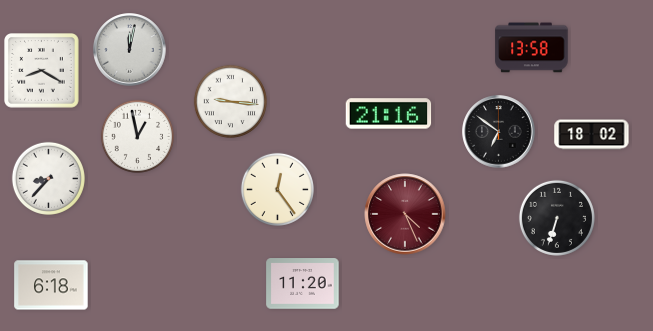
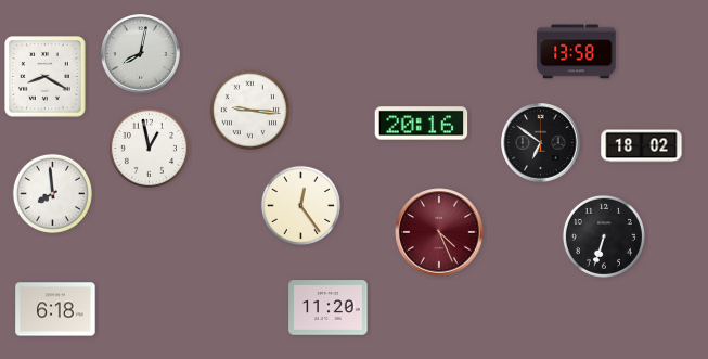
clock at (130, 50): 12:02 -> 8:02
clock at (389, 114): 21:16 -> 20:16
clock at (48, 178): 8:37 -> 7:59
